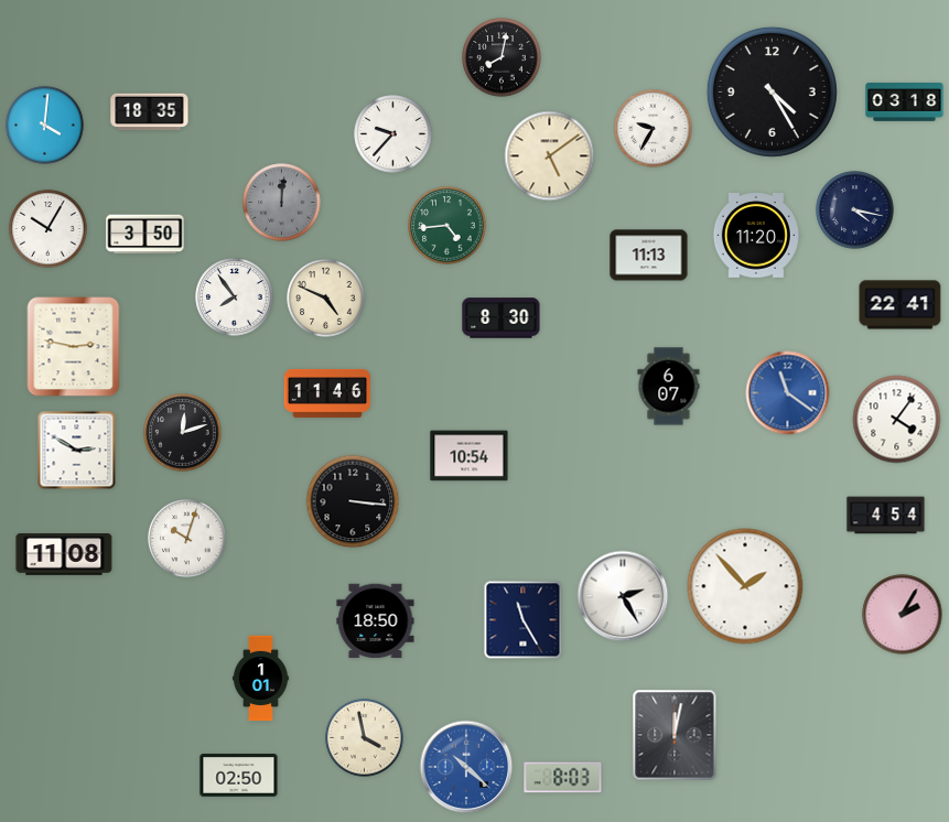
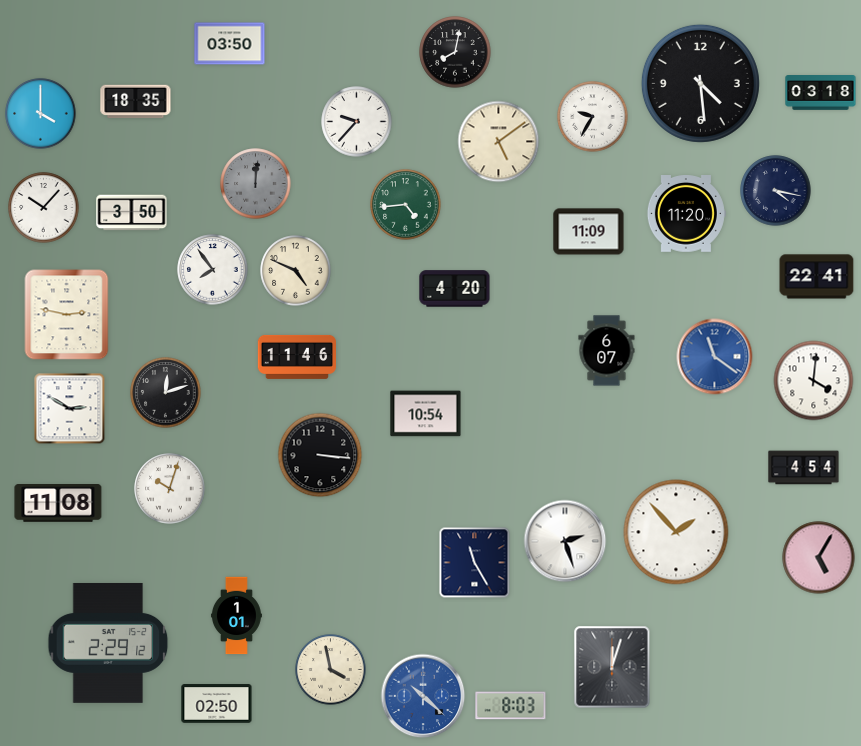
clock at (230, 44): none -> 03:50
clock at (772, 91): 4:25 -> 4:29
clock at (45, 126): 4:01 -> 4:00
clock at (48, 229): 10:05 -> 10:07
clock at (649, 256): 11:13 -> 11:09
clock at (502, 318): 8:30 -> 4:20
clock at (897, 420): 4:06 -> 4:01
clock at (623, 596): 2:25 -> 2:27
clock at (903, 615): 2:05 -> 5:05
clock at (376, 621): 18:50 -> none
clock at (108, 643): none -> 2:29
clock at (675, 735): 12:02 -> 12:03
